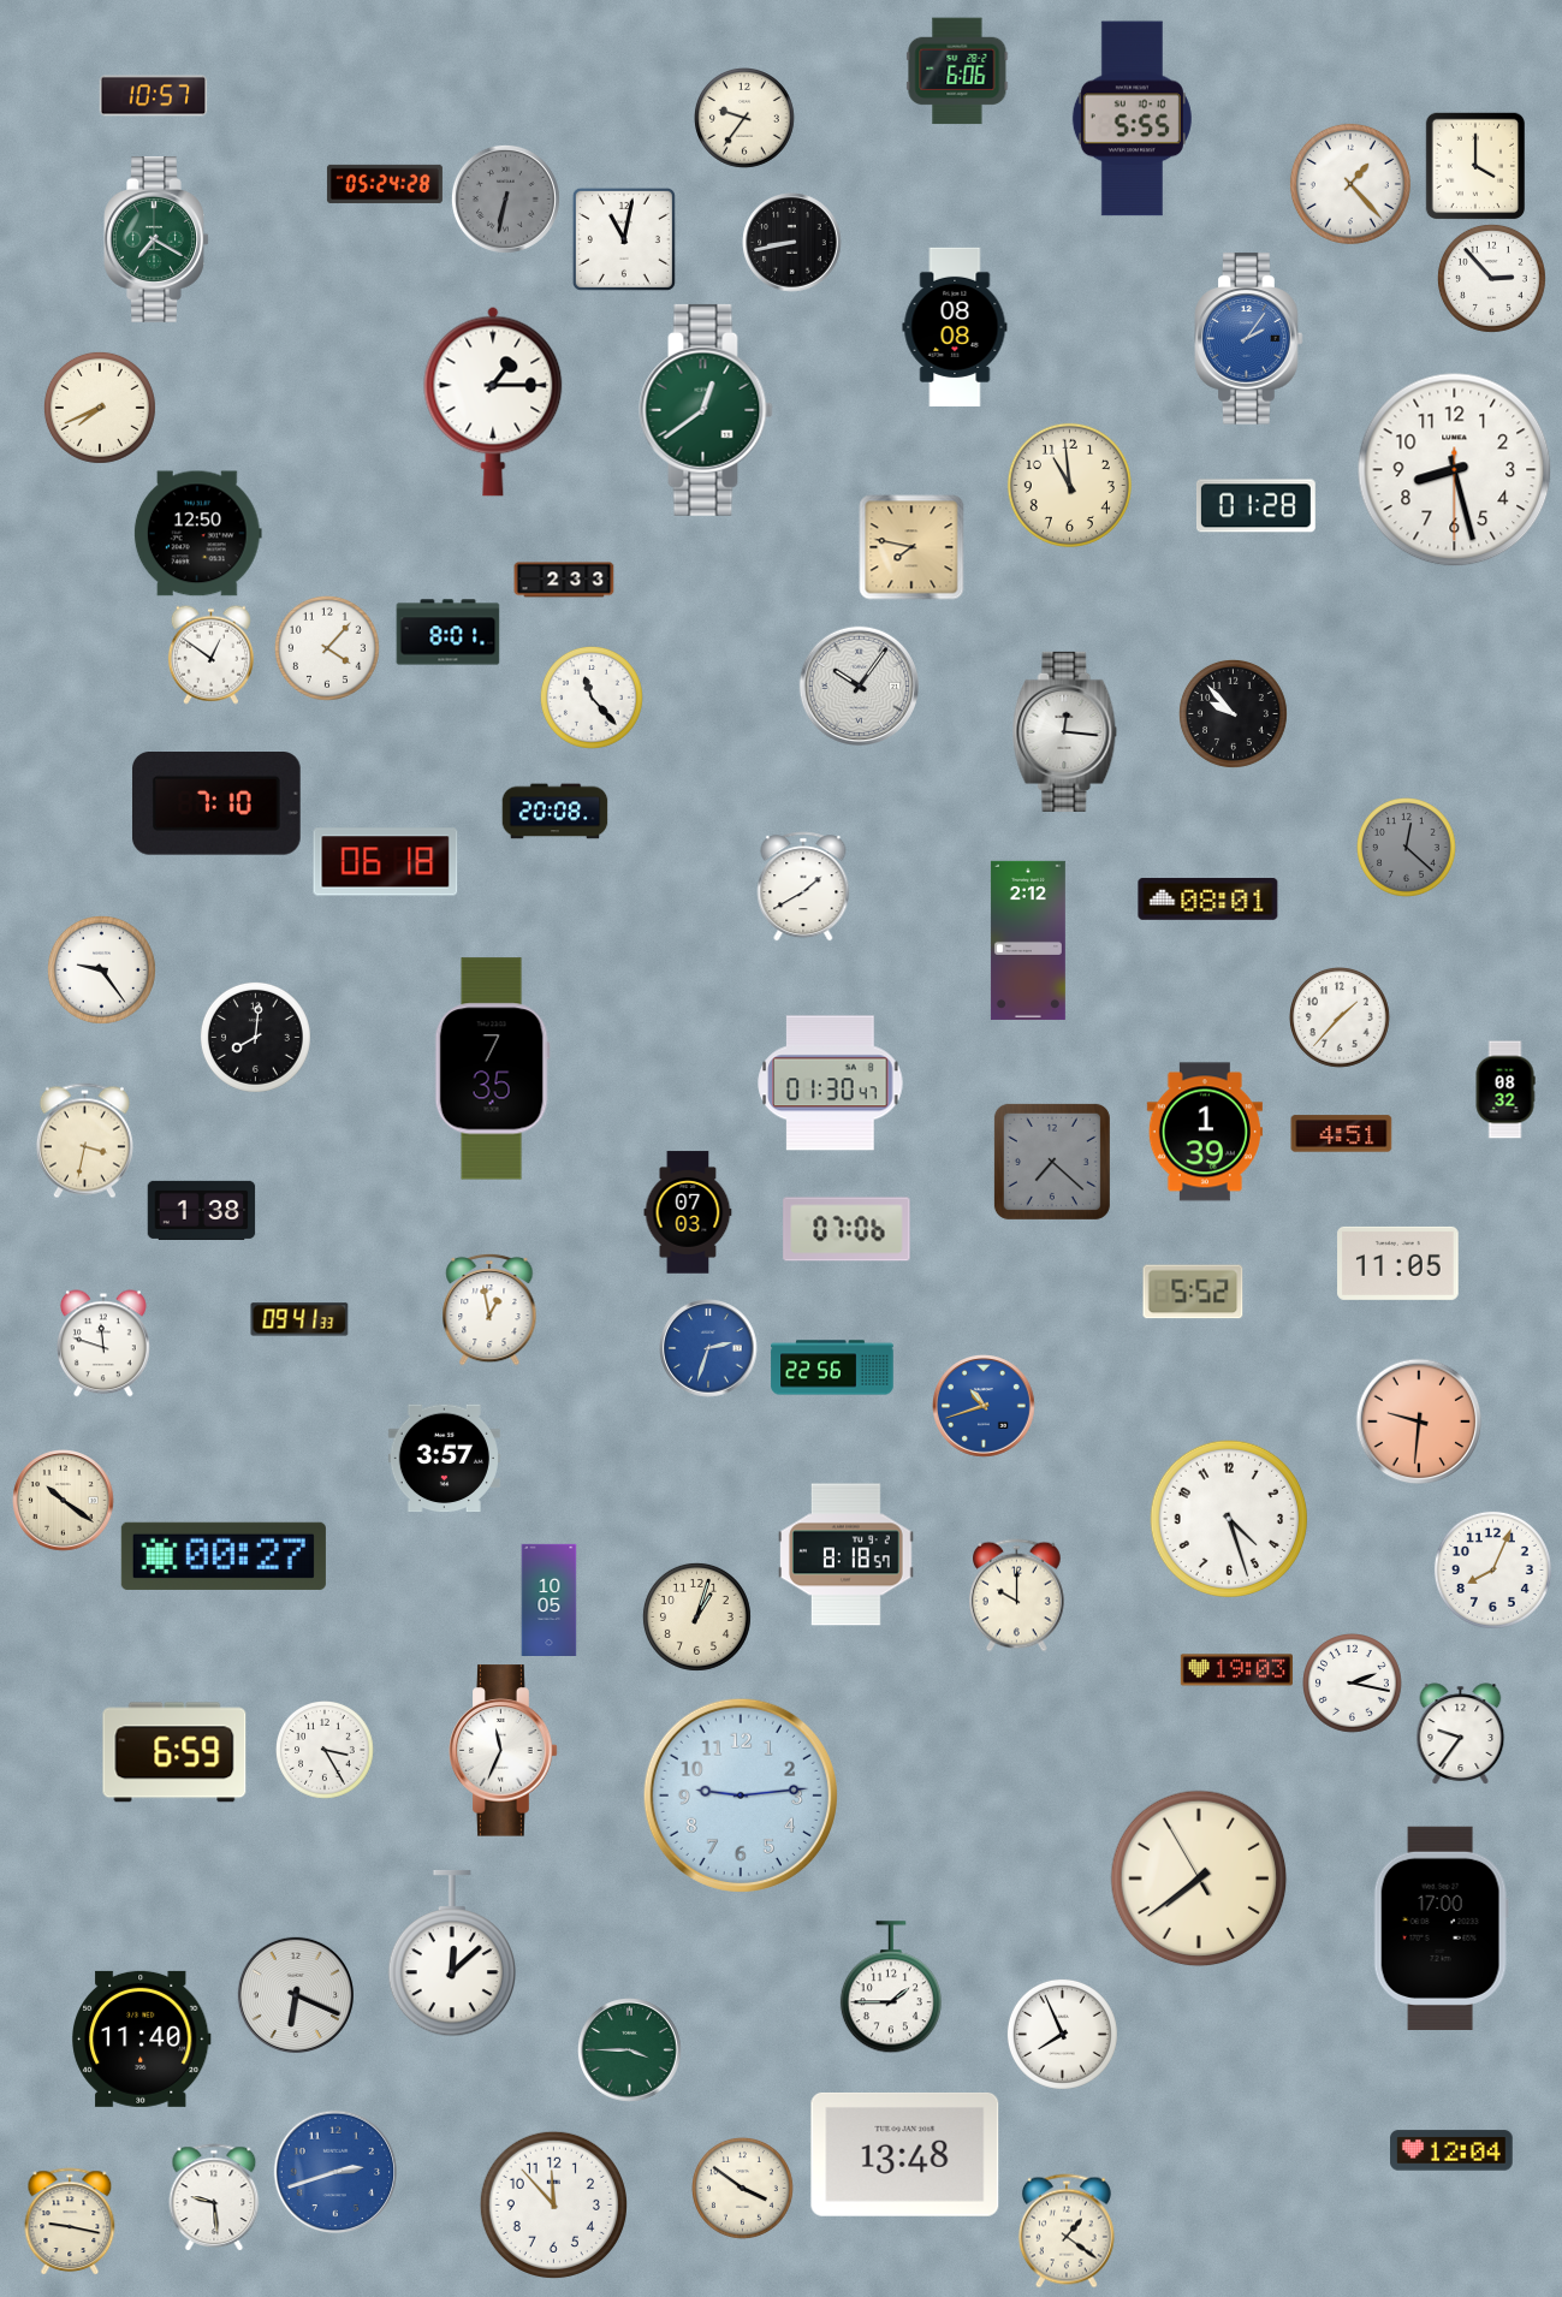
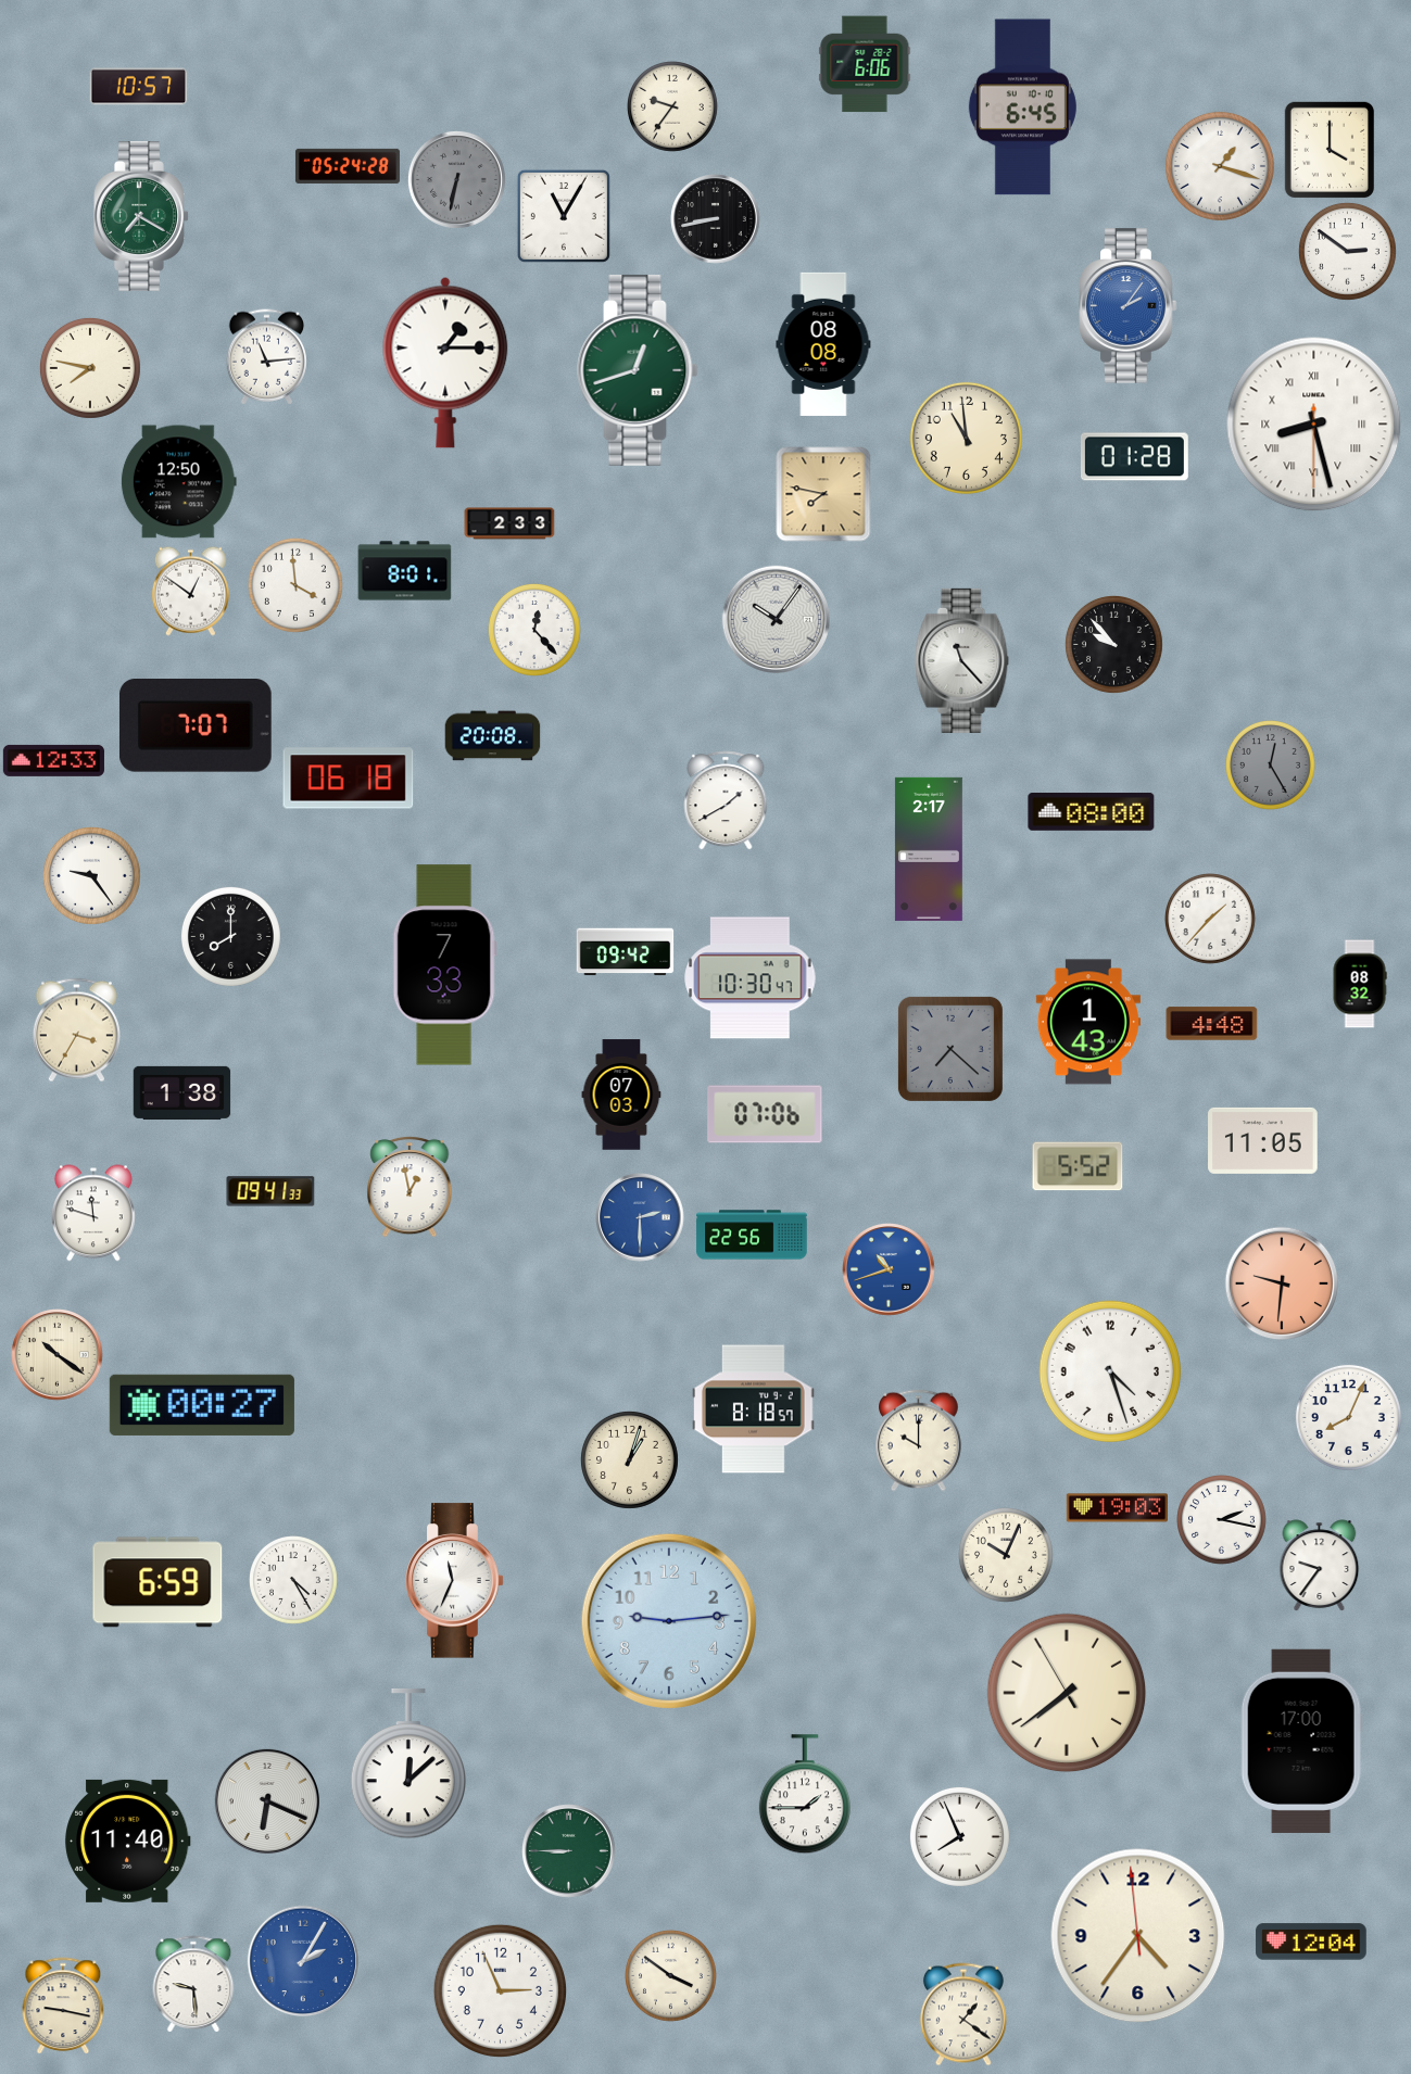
clock at (1132, 119): 5:55 -> 6:45
clock at (1474, 165) position: (1474, 165) -> (1328, 149)
clock at (1350, 184): 1:23 -> 1:18
clock at (624, 239): 11:02 -> 11:05
clock at (1491, 278): 2:53 -> 2:51
clock at (955, 327) position: (955, 327) -> (823, 344)
clock at (267, 357): none -> 11:14
clock at (100, 408): 7:41 -> 7:47
clock at (706, 410): 12:39 -> 12:42
clock at (1455, 470) numerals: Arabic -> Roman
clock at (327, 648): 4:07 -> 3:59
clock at (592, 699): 11:23 -> 12:23
clock at (1065, 731): 12:16 -> 11:23
clock at (216, 805): 7:10 -> 7:07
clock at (556, 812) position: (556, 812) -> (493, 736)
clock at (53, 760): none -> 12:33
clock at (1407, 848): 12:22 -> 12:25
clock at (1208, 900): 08:01 -> 08:00
clock at (1028, 940): 2:12 -> 2:17
clock at (255, 1037): 8:01 -> 8:00
clock at (626, 952): none -> 09:42
clock at (492, 1069): 7:35 -> 7:33
clock at (831, 1084): 01:30 -> 10:30
clock at (1205, 1132): 1:39 -> 1:43
clock at (1342, 1134): 4:51 -> 4:48
clock at (84, 1141): 3:32 -> 3:35
clock at (847, 1229) position: (847, 1229) -> (765, 1114)
clock at (489, 1310) position: (489, 1310) -> (410, 1187)
clock at (708, 1348): 2:33 -> 2:30
clock at (444, 1459): 3:57 -> none
clock at (847, 1555) position: (847, 1555) -> (754, 1409)
clock at (550, 1599): 10:05 -> none
clock at (1006, 1555): none -> 10:04
clock at (326, 1751): 3:25 -> 4:25
clock at (1199, 1878) position: (1199, 1878) -> (1067, 1693)
clock at (630, 2050): 3:45 -> 8:45
clock at (1138, 1936): none -> 4:35
clock at (905, 2154): 13:48 -> none
clock at (335, 2172): 2:42 -> 2:05
clock at (553, 2204): 11:53 -> 2:56
